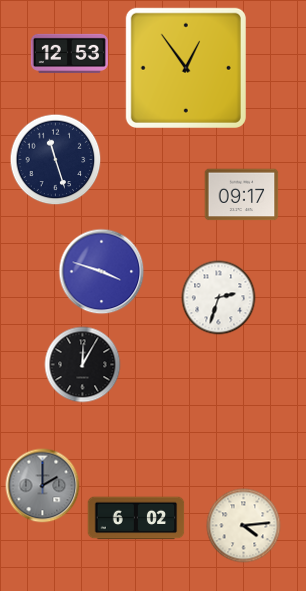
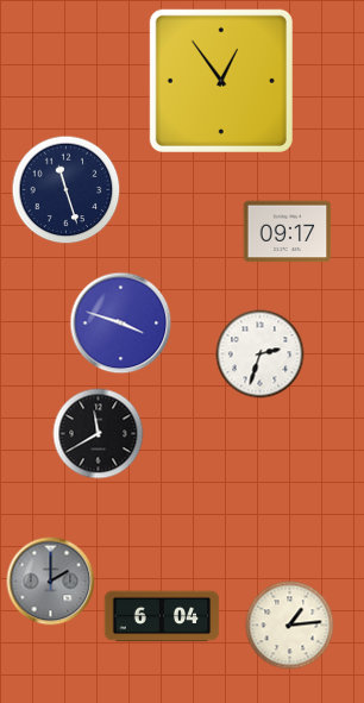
clock at (69, 53): 12:53 -> none
clock at (83, 365): 12:05 -> 11:40
clock at (43, 486) position: (43, 486) -> (51, 582)
clock at (136, 518): 6:02 -> 6:04
clock at (244, 526): 4:14 -> 1:14
